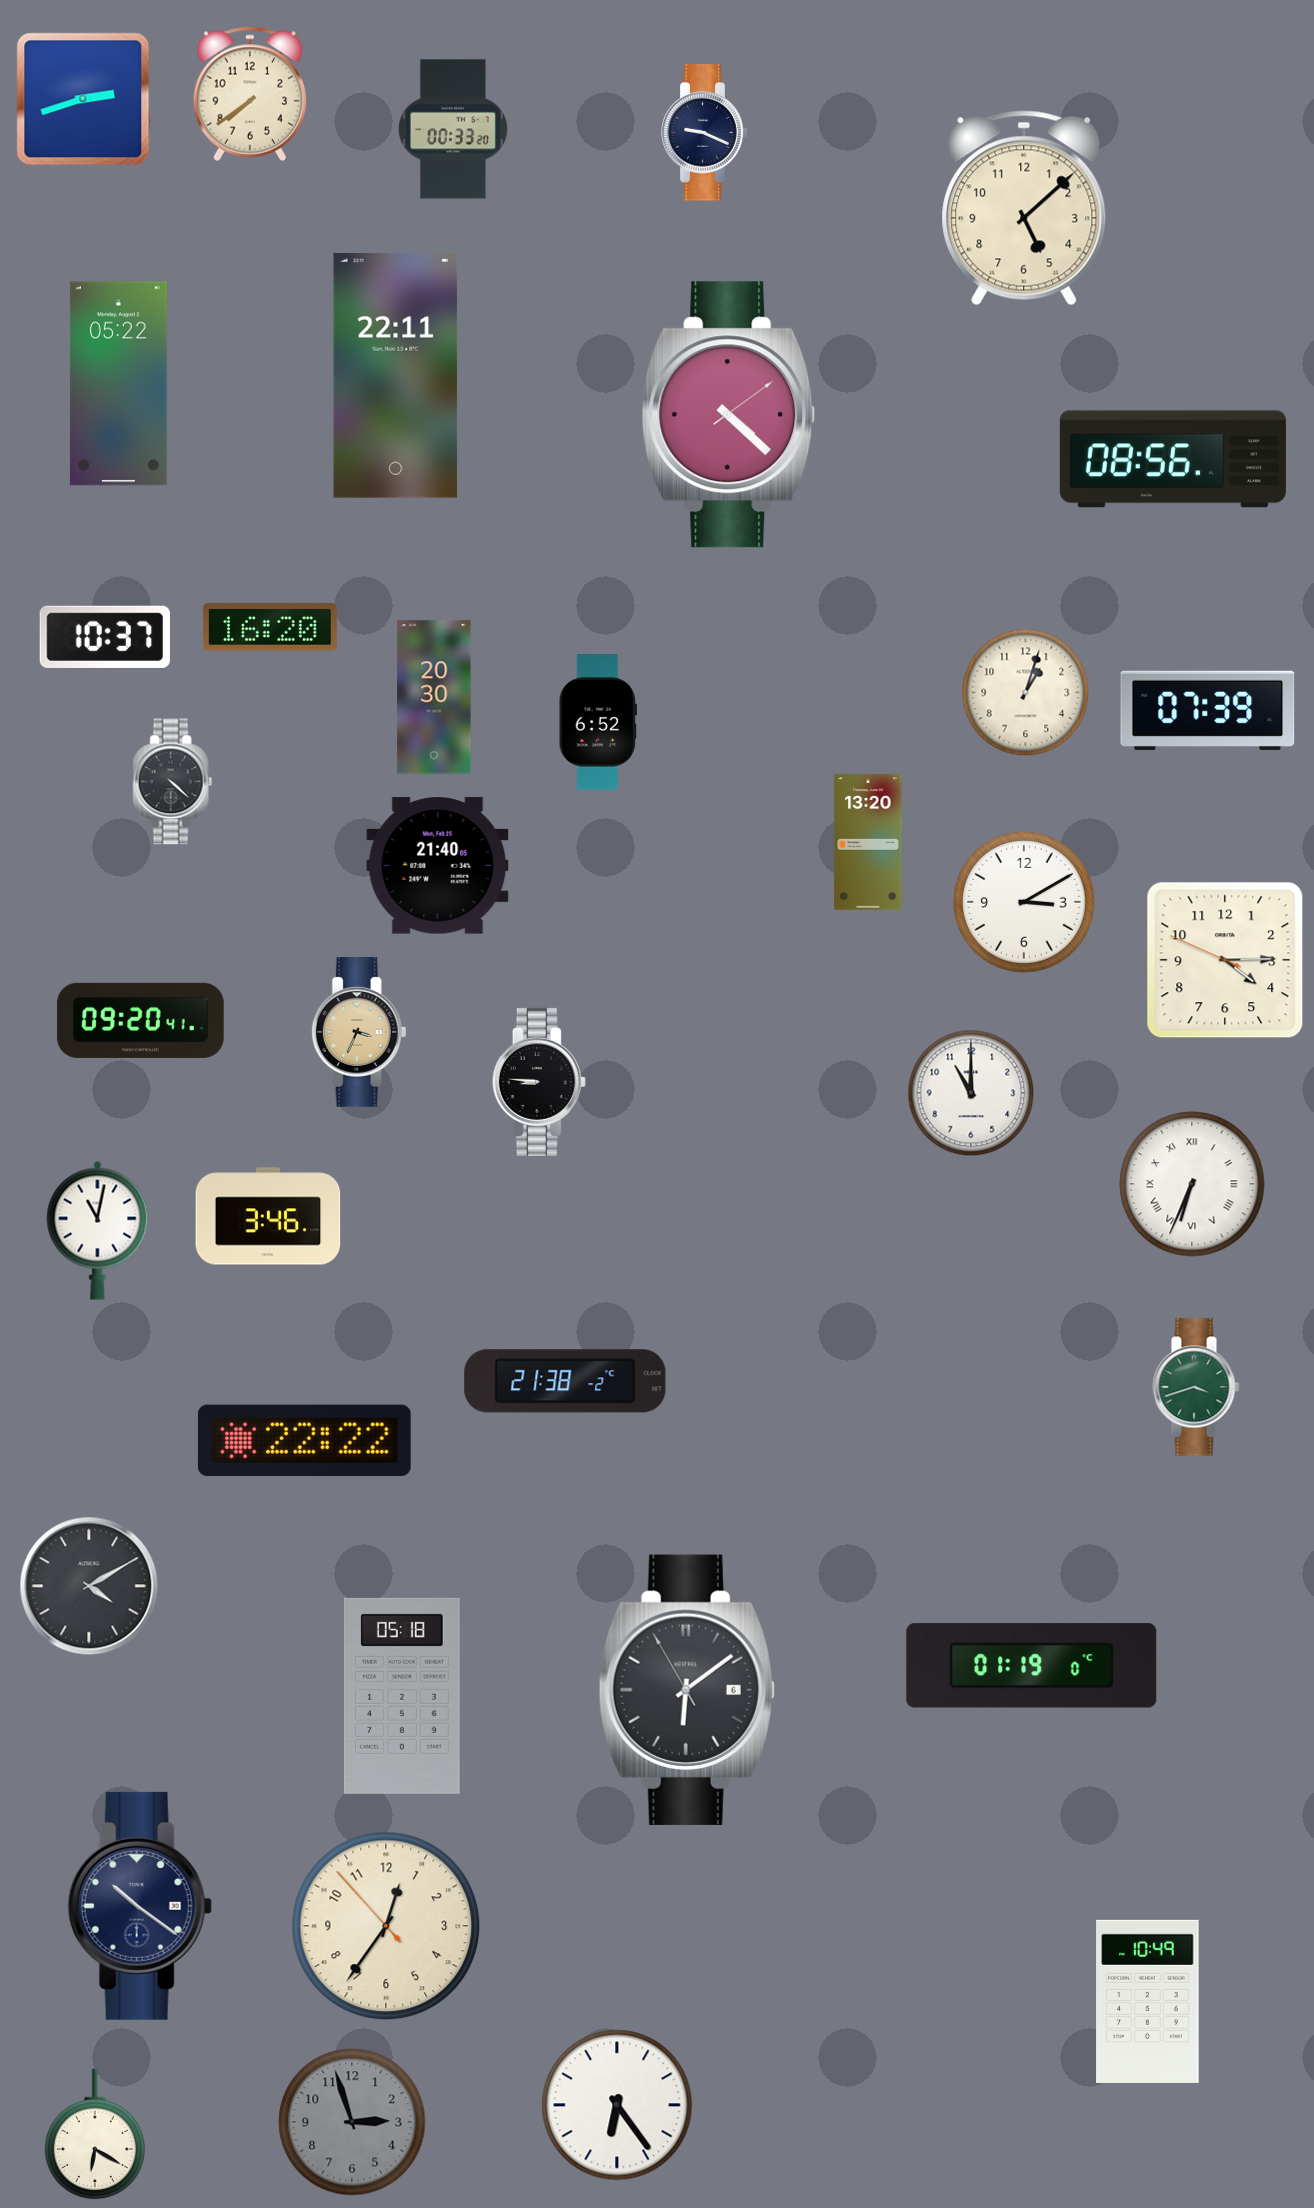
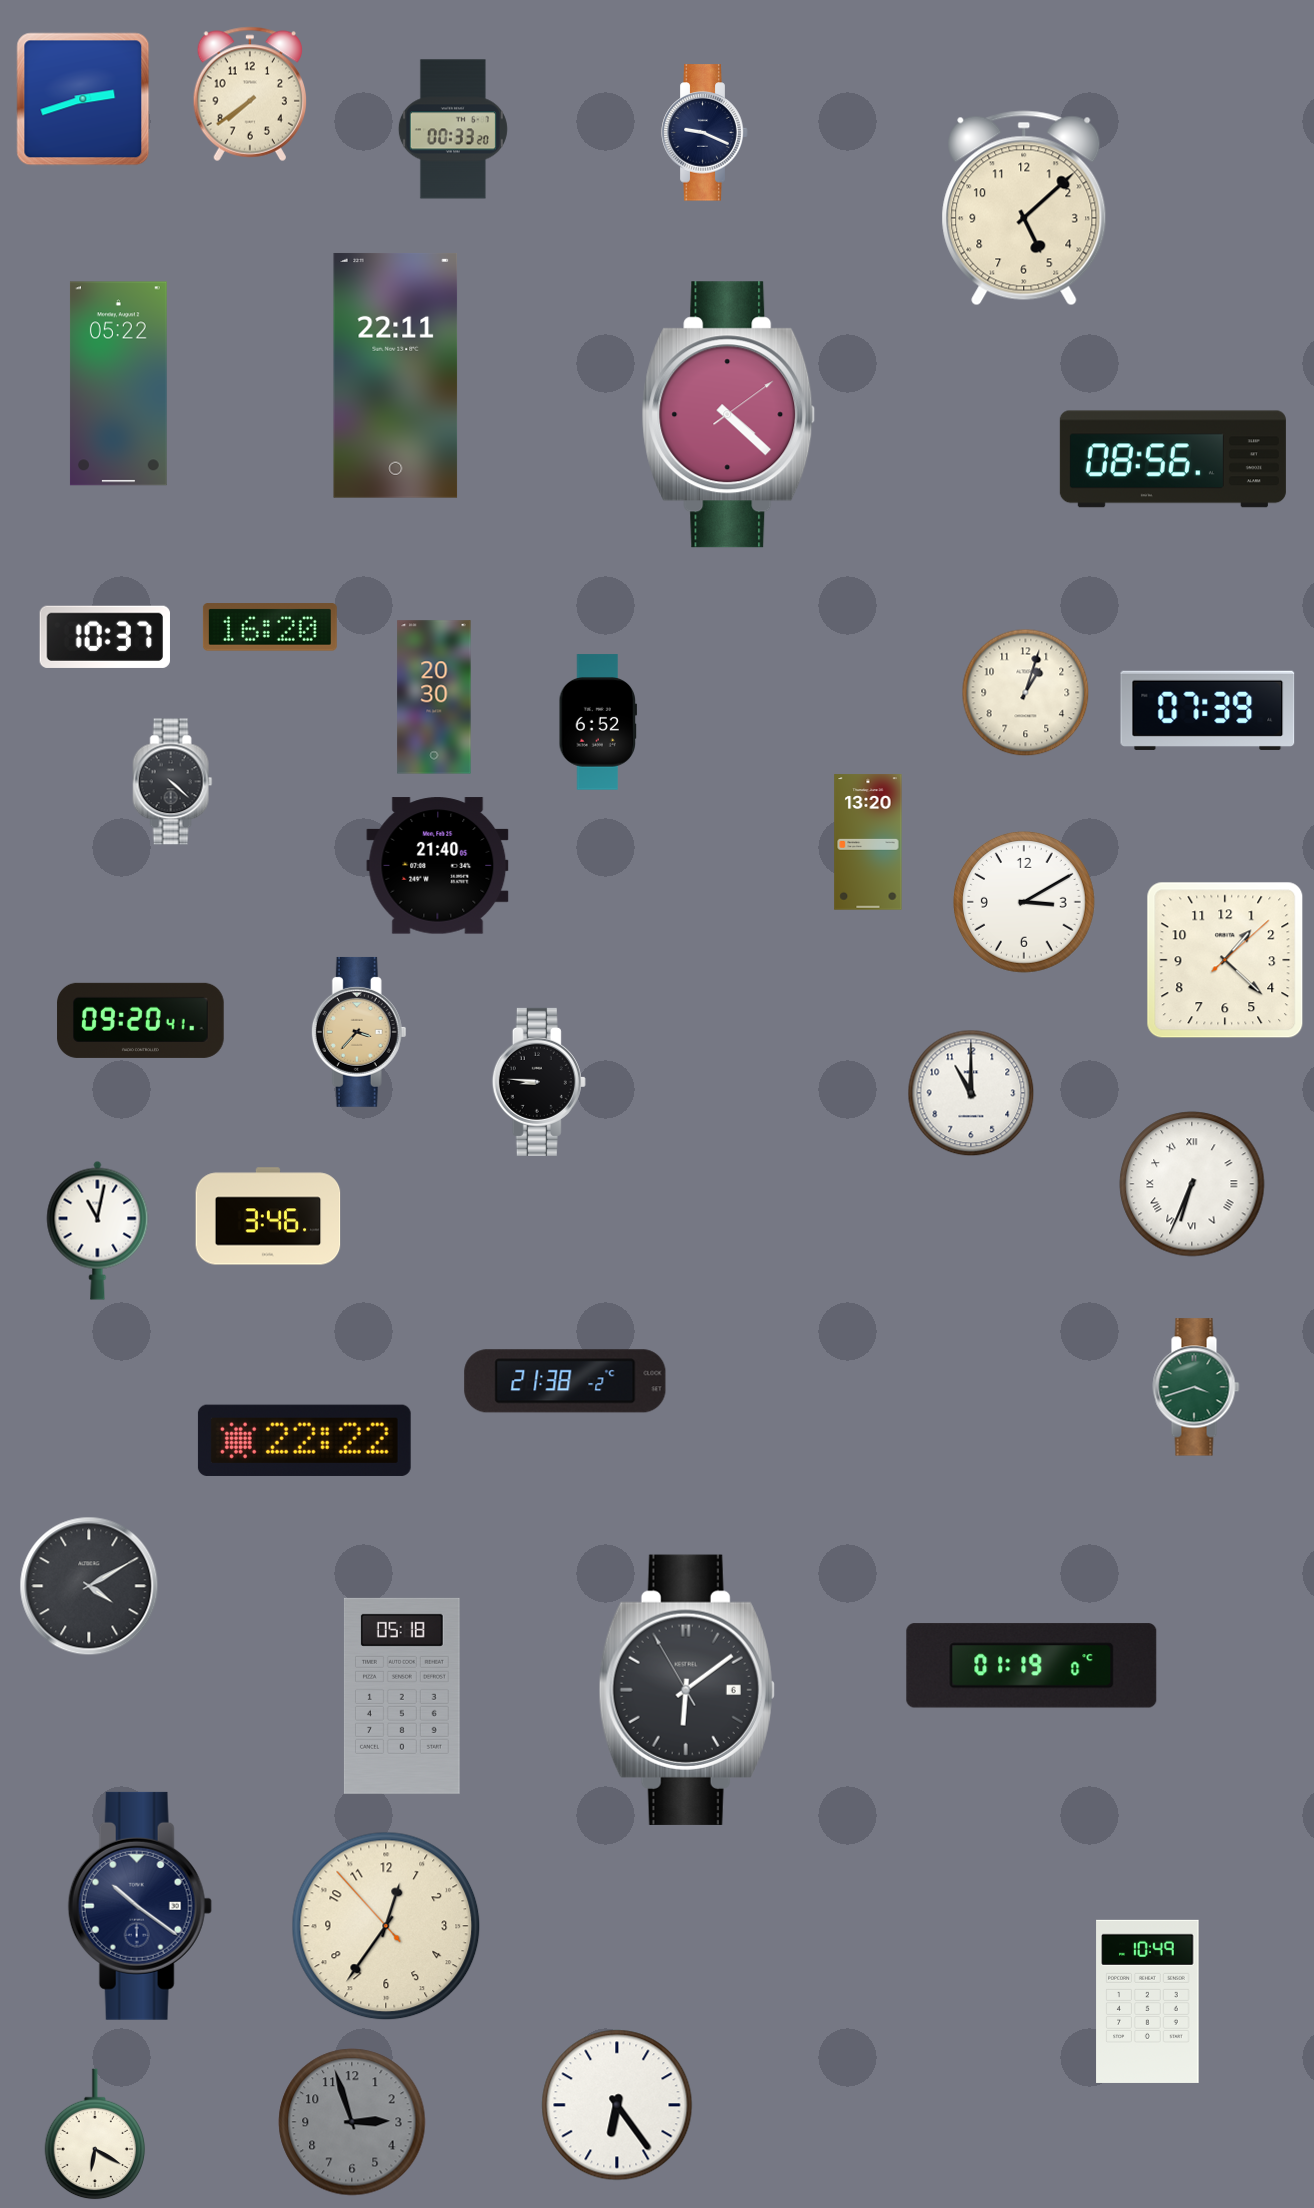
clock at (1225, 960): 4:14 -> 1:22
clock at (359, 1032): 3:34 -> 3:37
